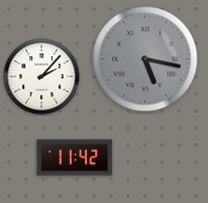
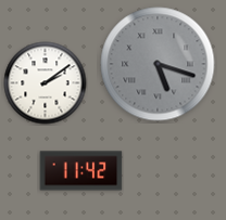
clock at (145, 59): 5:17 -> 5:18
clock at (42, 77): 2:07 -> 2:09
